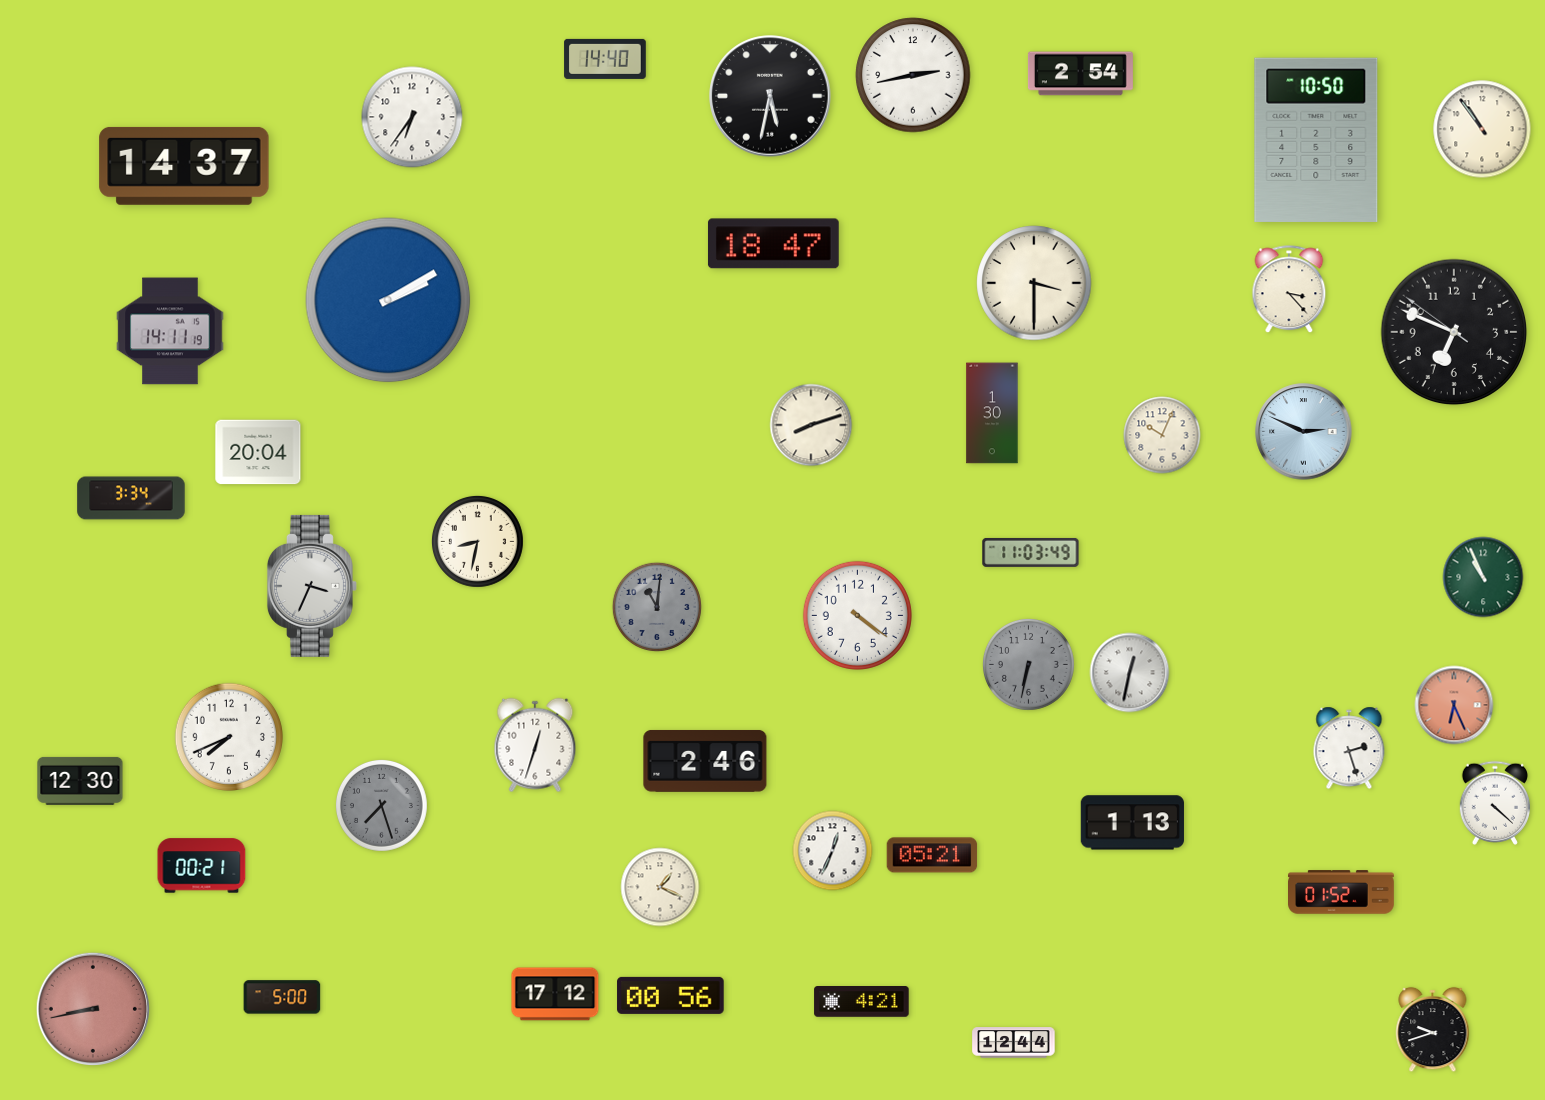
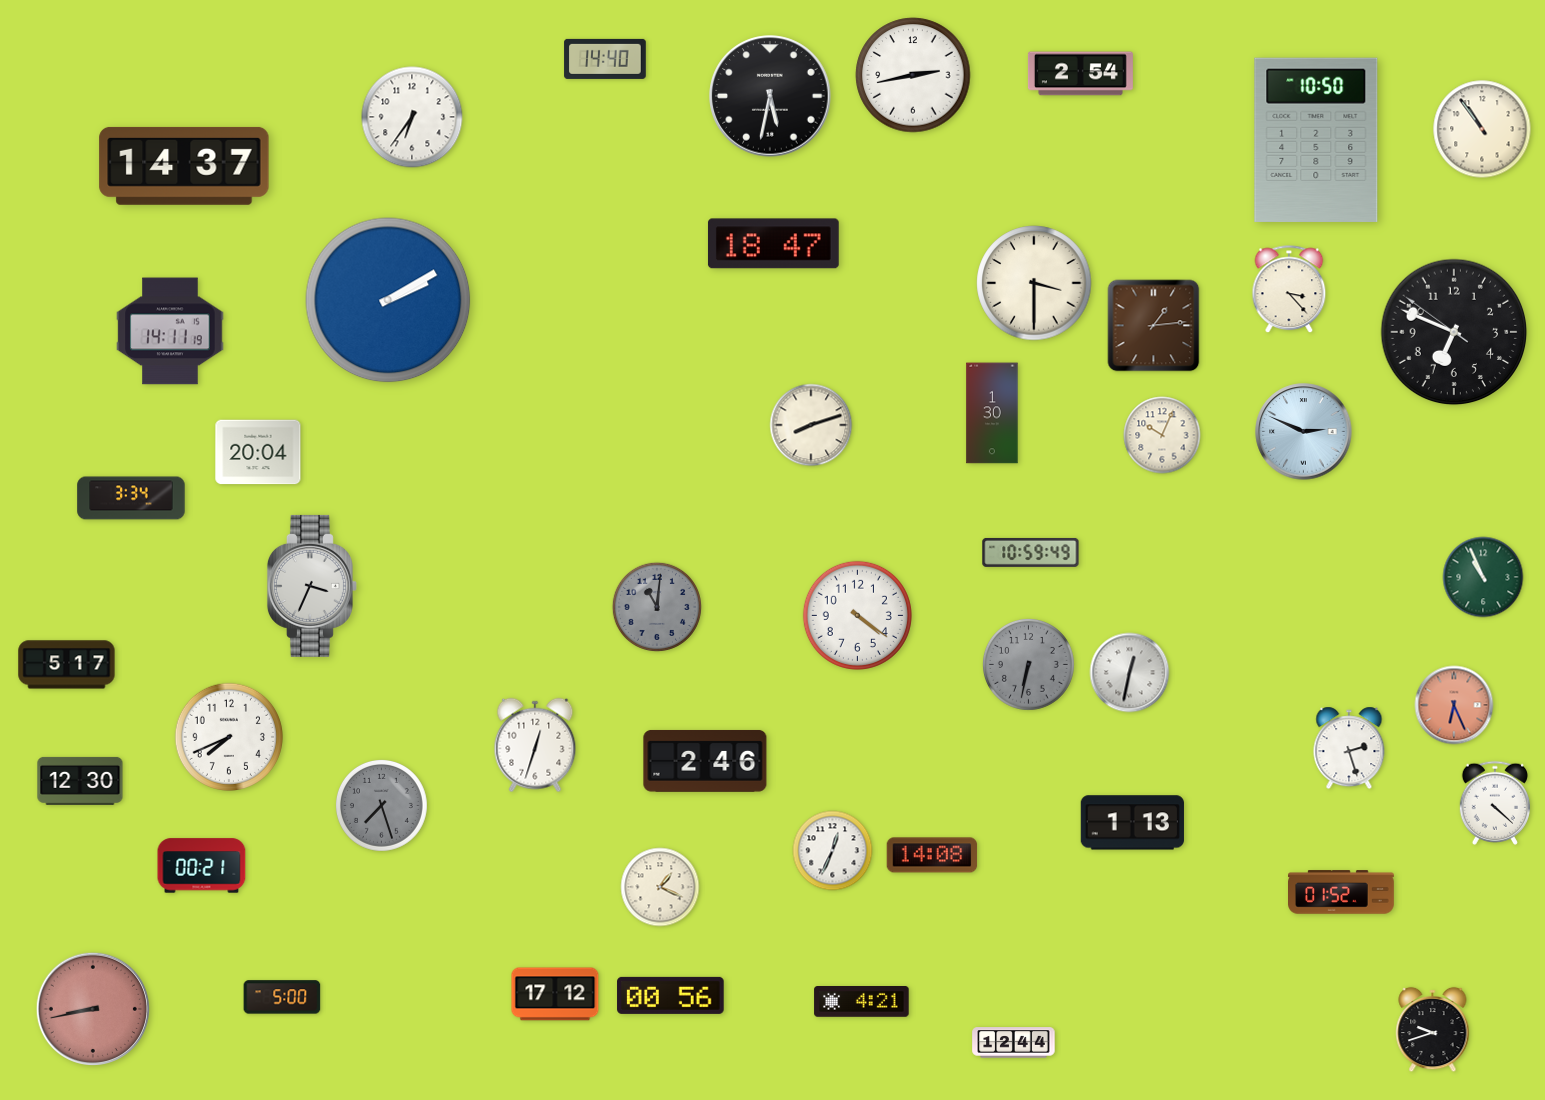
clock at (1154, 326): none -> 1:14
clock at (477, 541): 8:32 -> none
clock at (1031, 552): 11:03 -> 10:59
clock at (67, 665): none -> 5:17
clock at (932, 855): 05:21 -> 14:08
